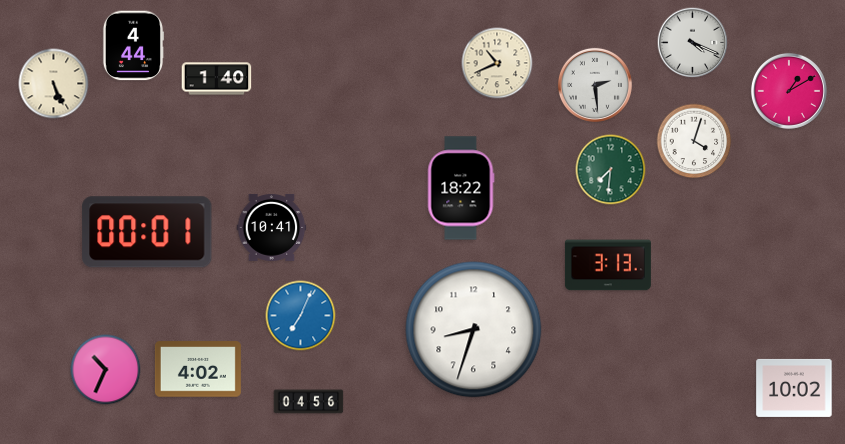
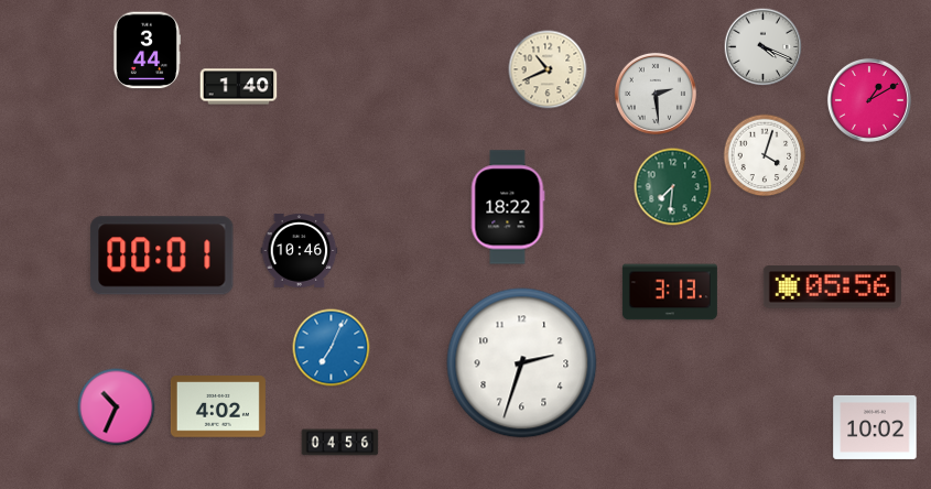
clock at (133, 46): 4:44 -> 3:44
clock at (54, 84): 5:26 -> none
clock at (272, 227): 10:41 -> 10:46
clock at (832, 287): none -> 05:56
clock at (474, 330): 8:33 -> 2:33
